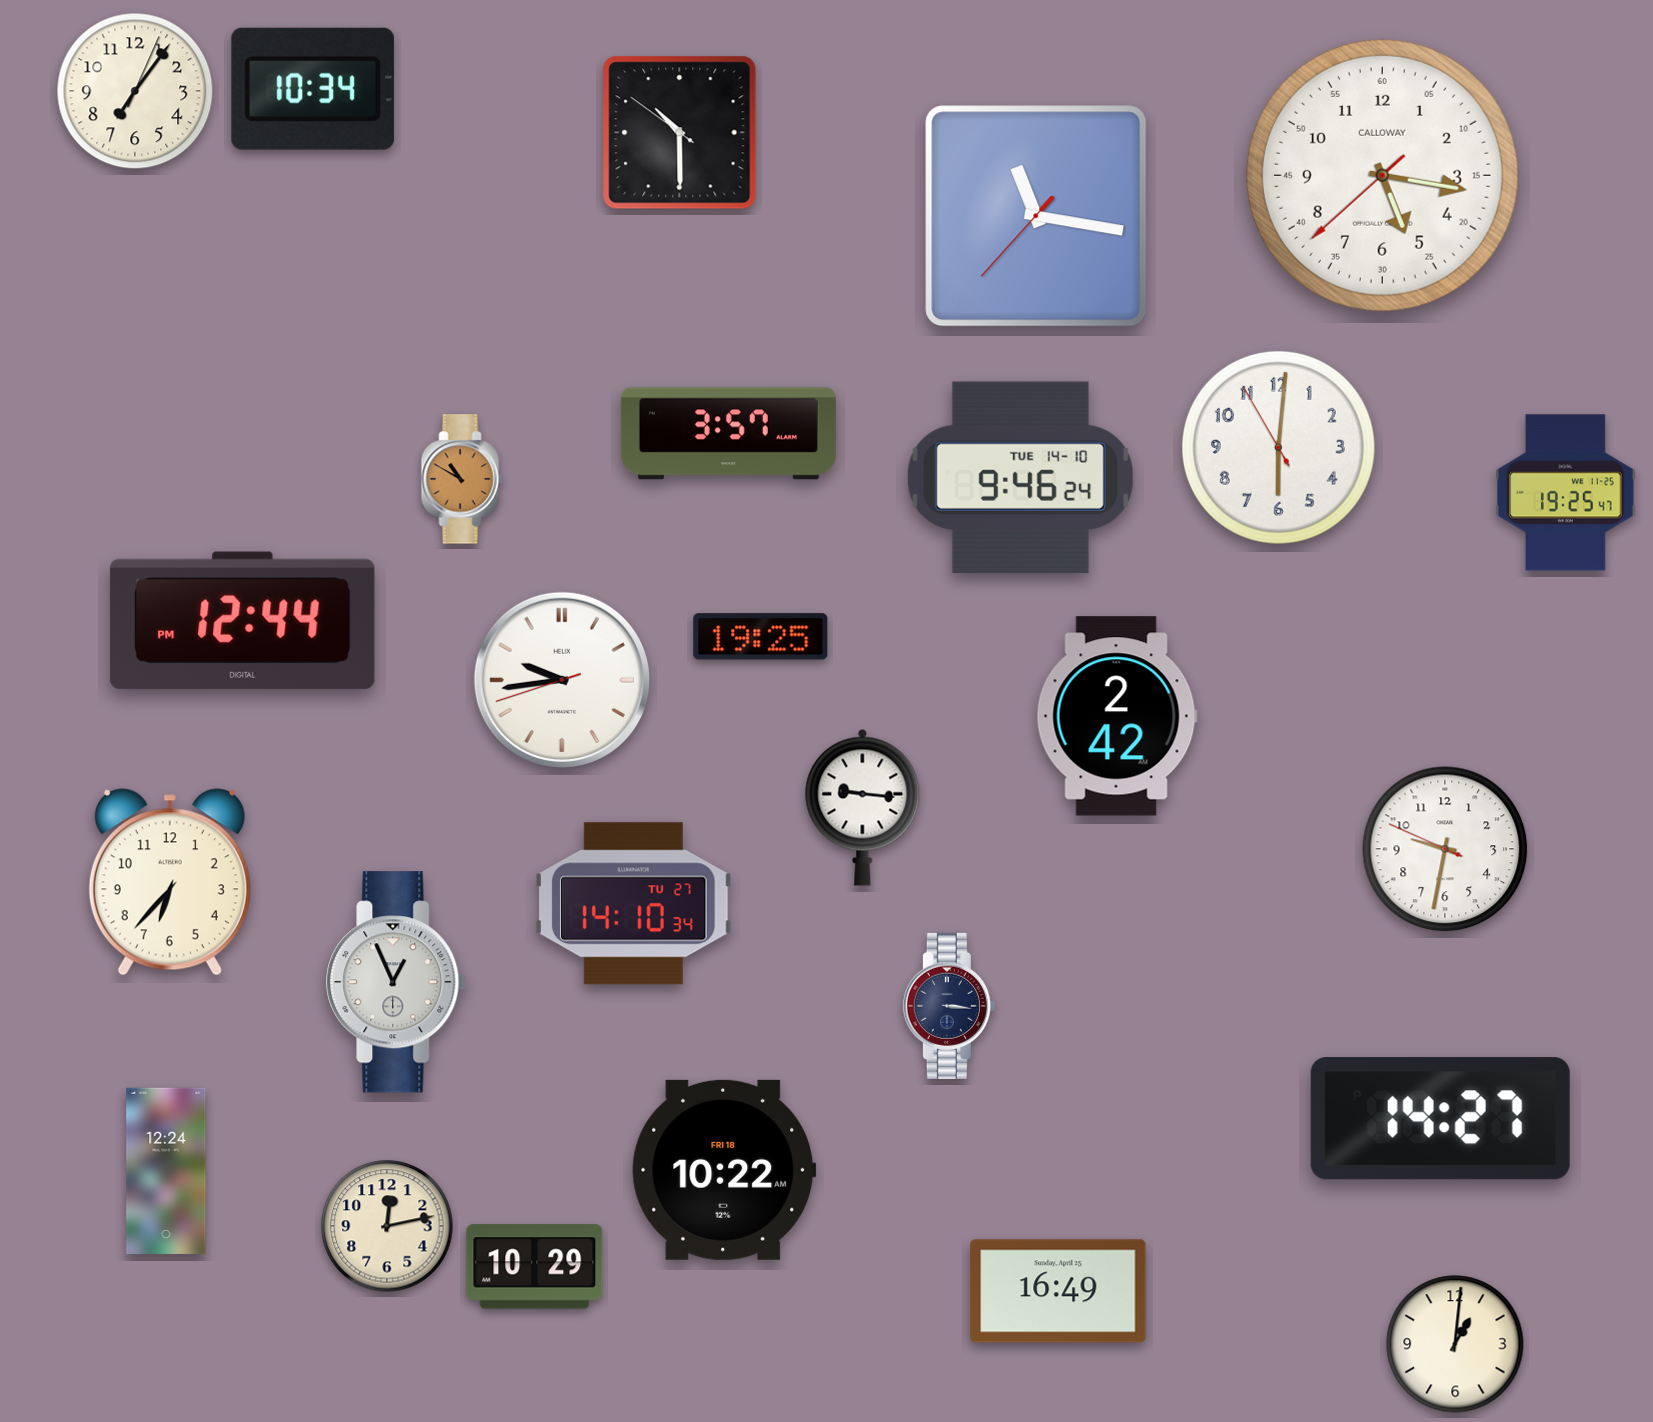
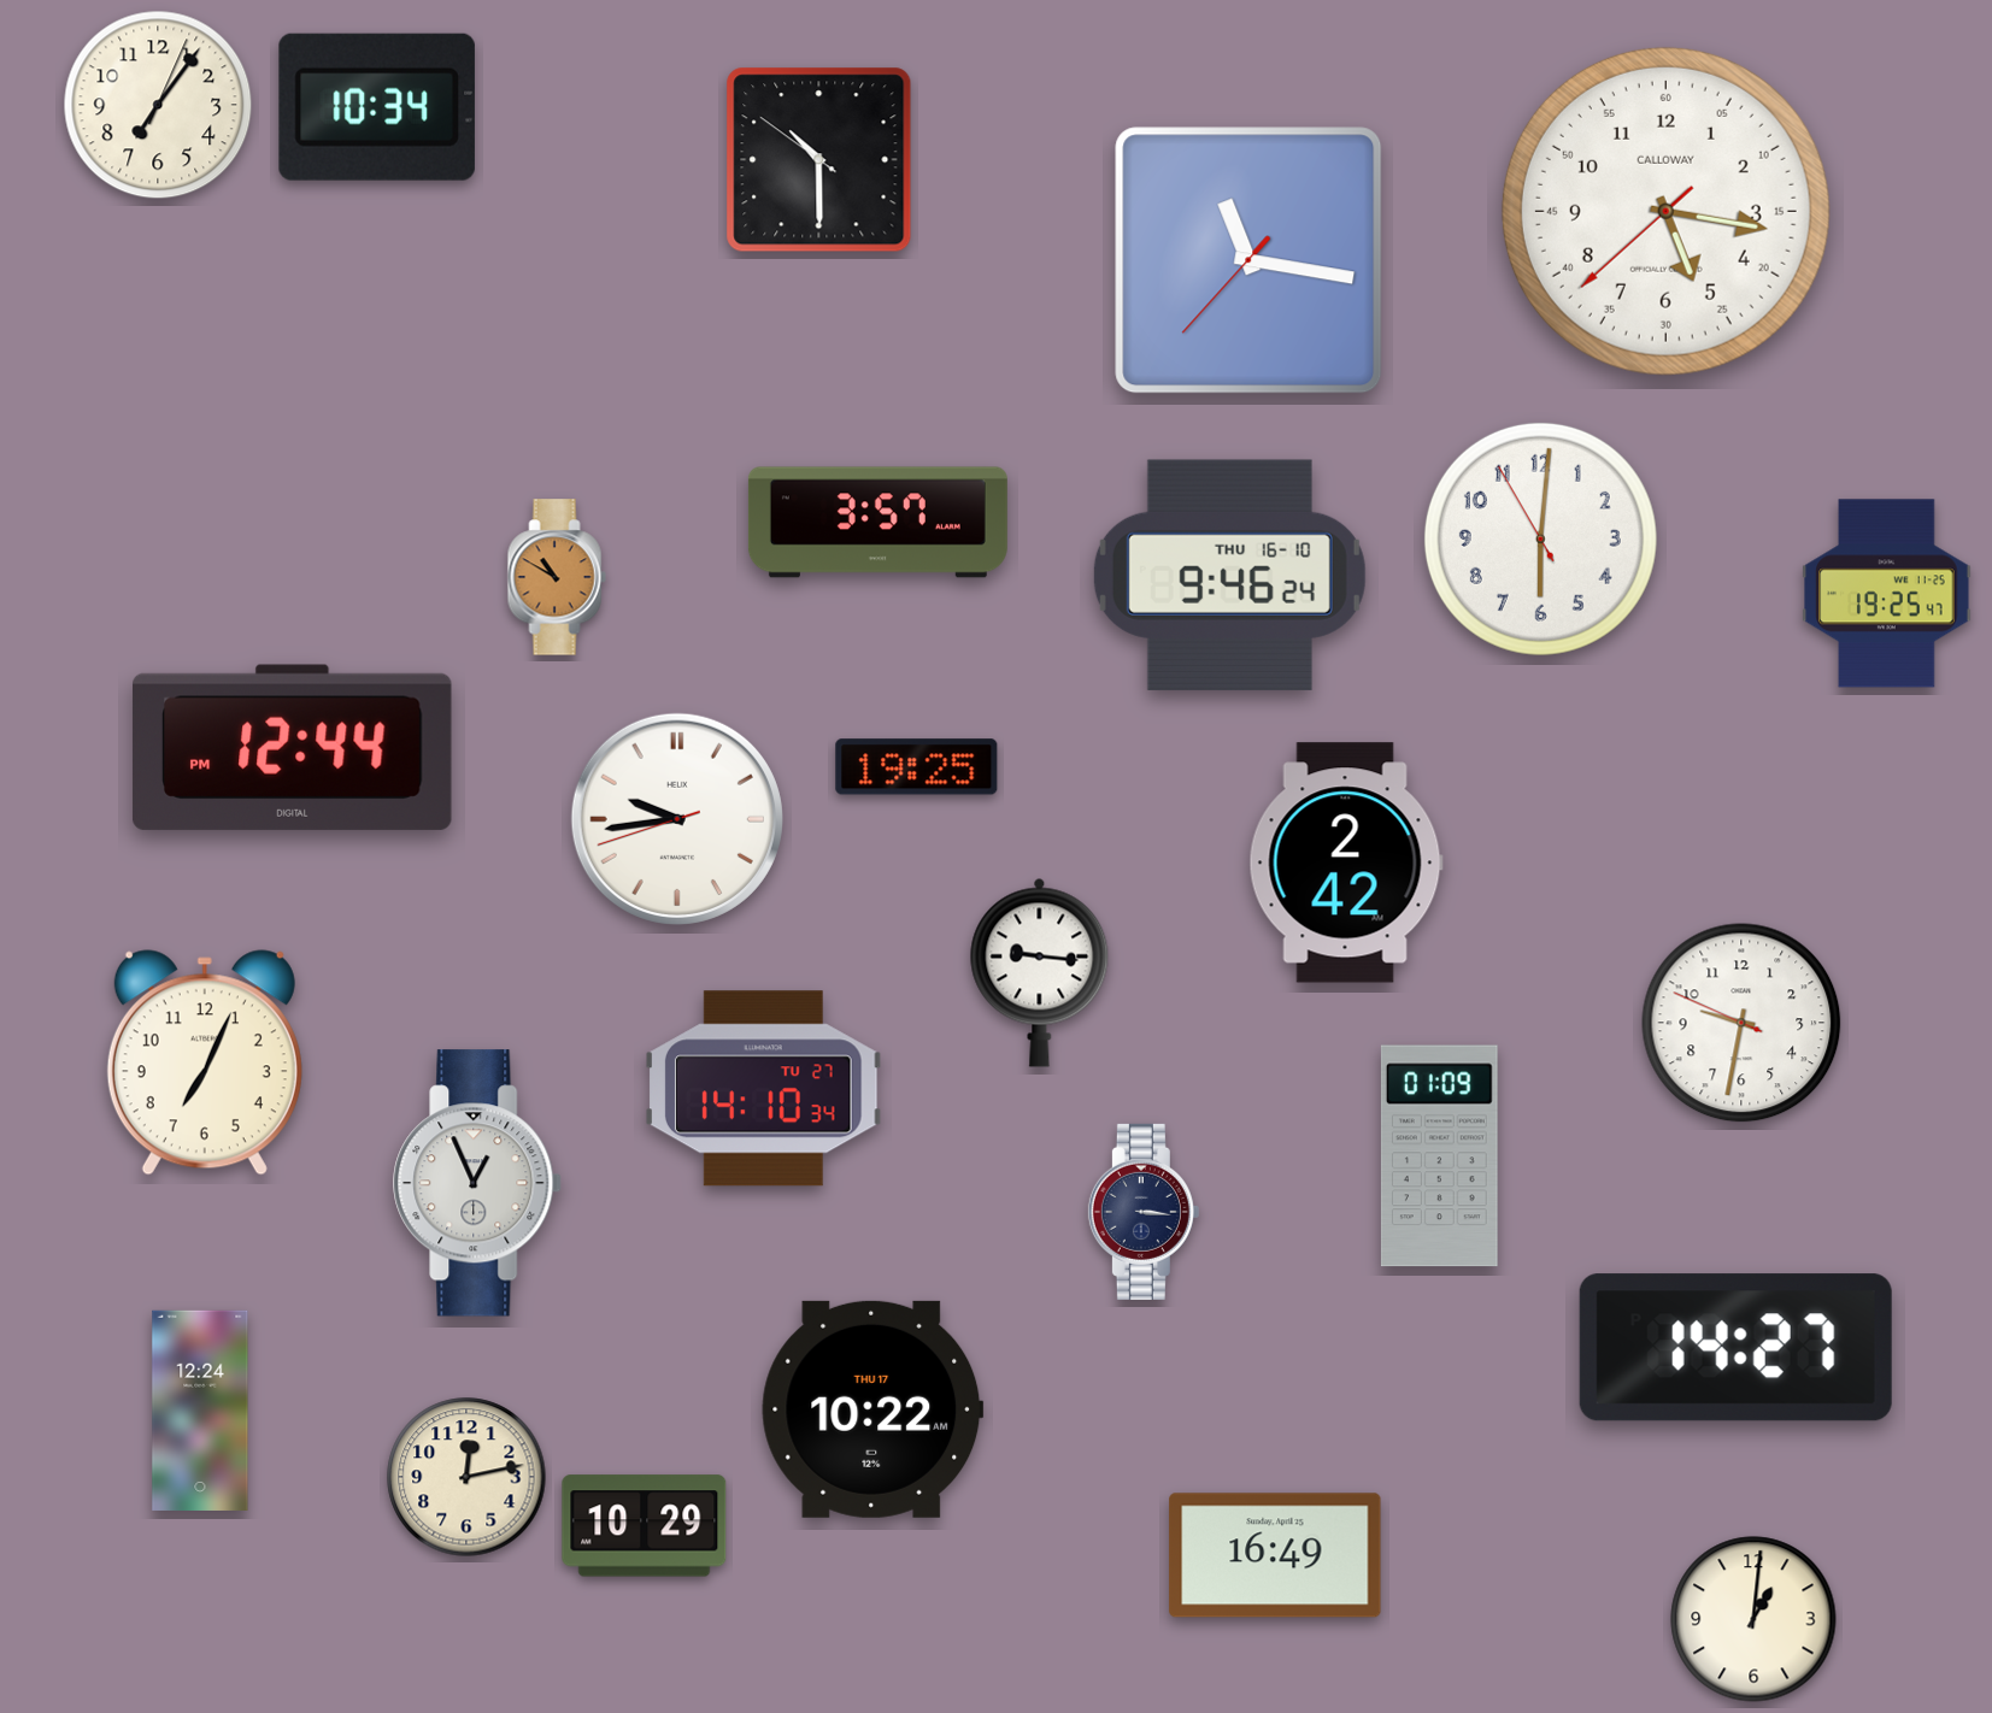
clock at (135, 91) position: (135, 91) -> (158, 105)
clock at (1020, 477) date: TUE 14-10 -> THU 16-10
clock at (170, 882): 6:37 -> 7:04
clock at (1439, 1156): none -> 01:09
clock at (724, 1170) date: FRI 18 -> THU 17
